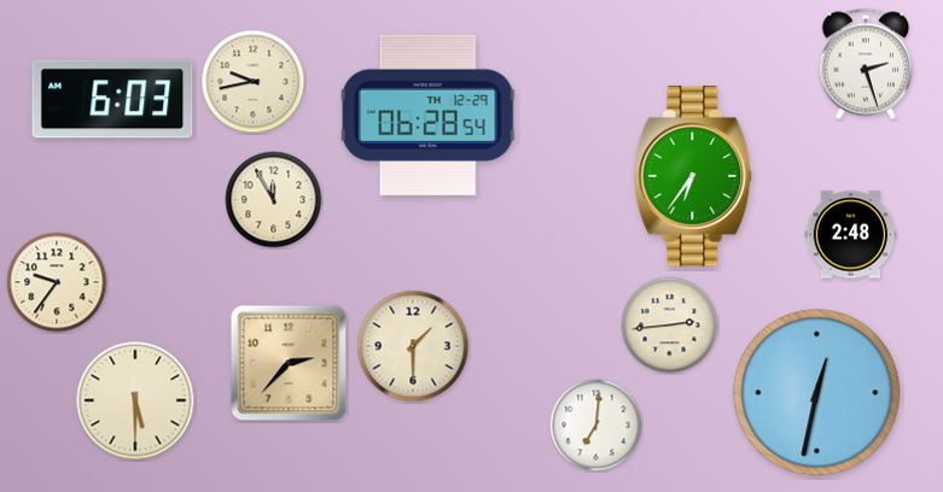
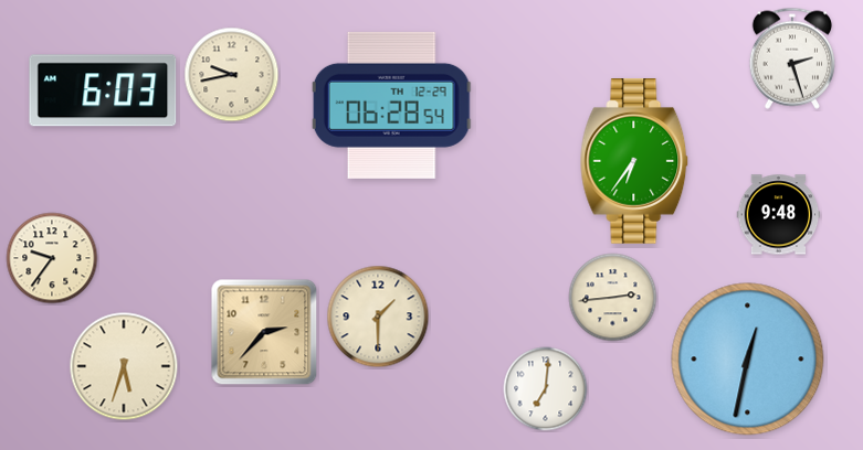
clock at (274, 200): 11:55 -> none
clock at (851, 235): 2:48 -> 9:48
clock at (135, 400): 5:30 -> 5:33
